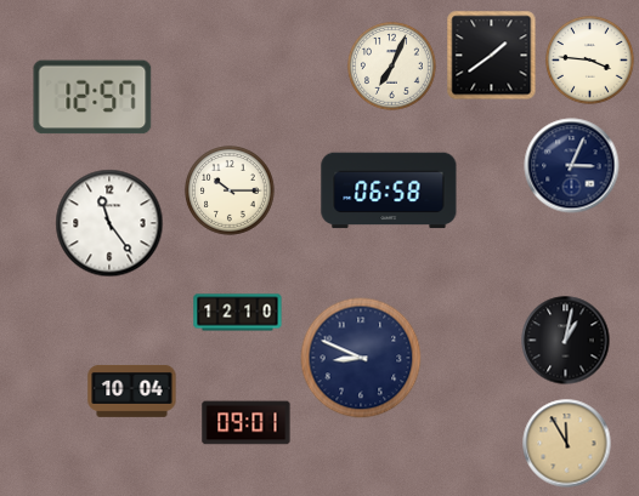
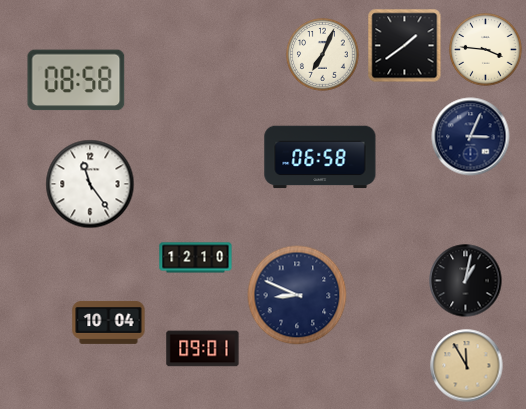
clock at (92, 97): 12:57 -> 08:58
clock at (230, 190): 10:15 -> none
